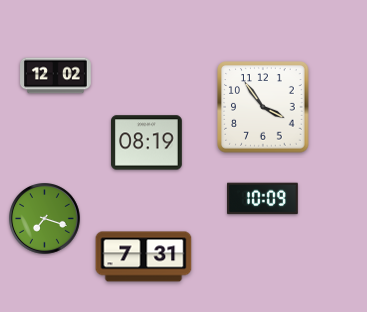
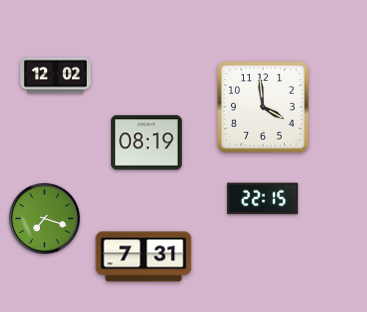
clock at (263, 107): 3:54 -> 3:59
clock at (263, 199): 10:09 -> 22:15
